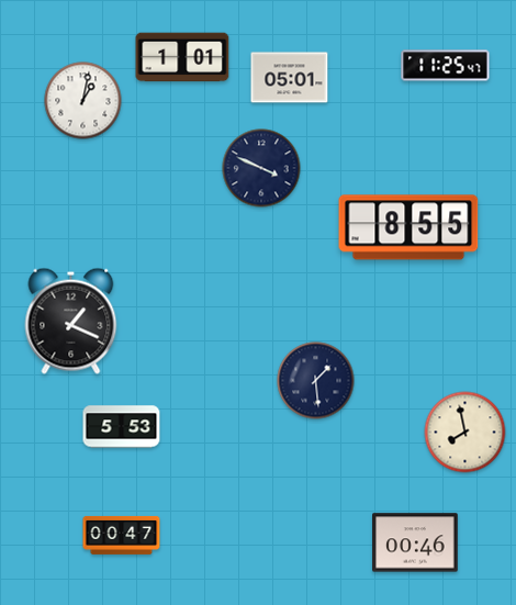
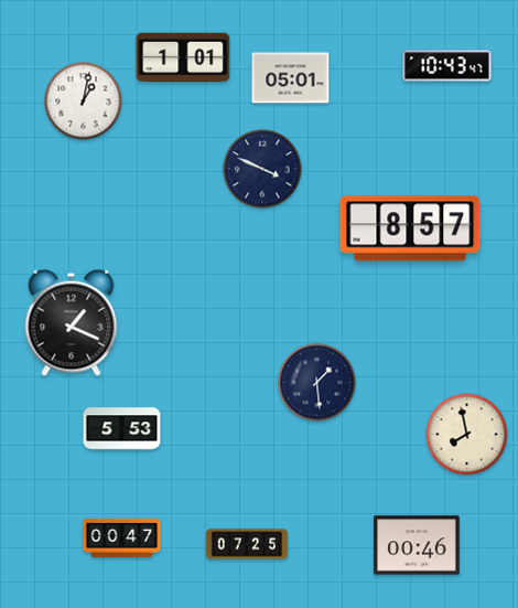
clock at (446, 66): 11:25 -> 10:43
clock at (408, 227): 8:55 -> 8:57
clock at (247, 544): none -> 07:25
